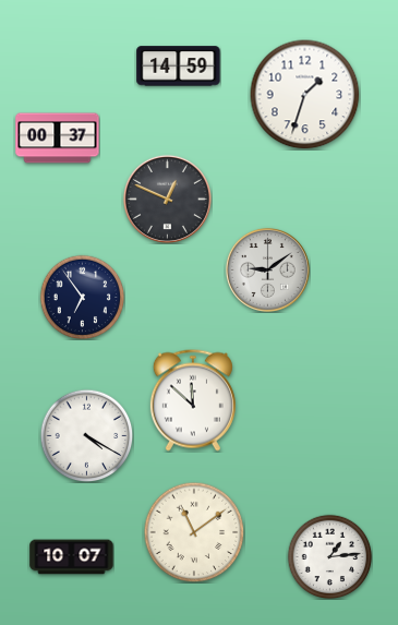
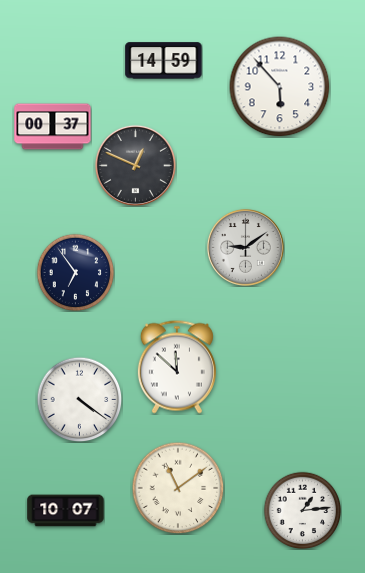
clock at (305, 95): 1:33 -> 5:53
clock at (167, 199) position: (167, 199) -> (135, 165)
clock at (86, 435): 4:20 -> 4:21
